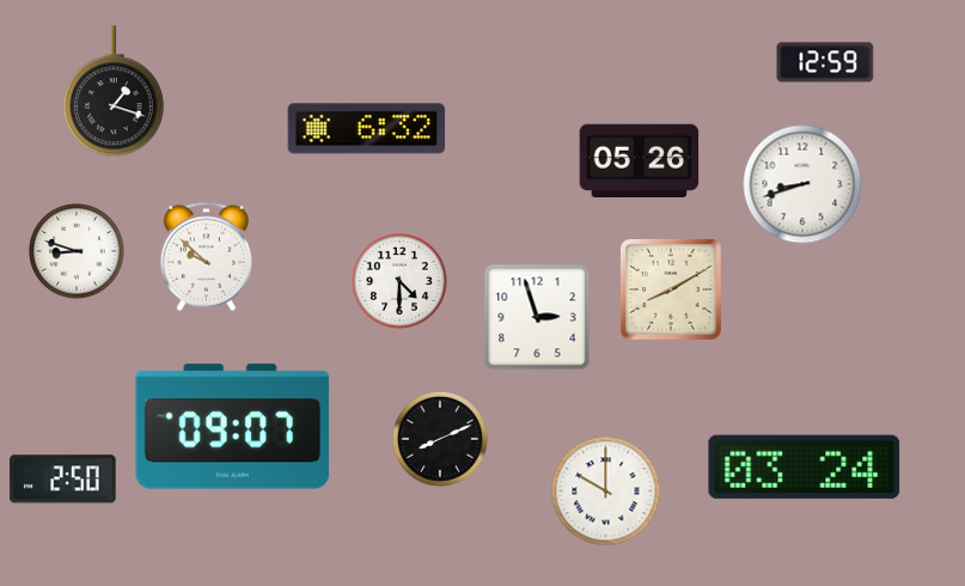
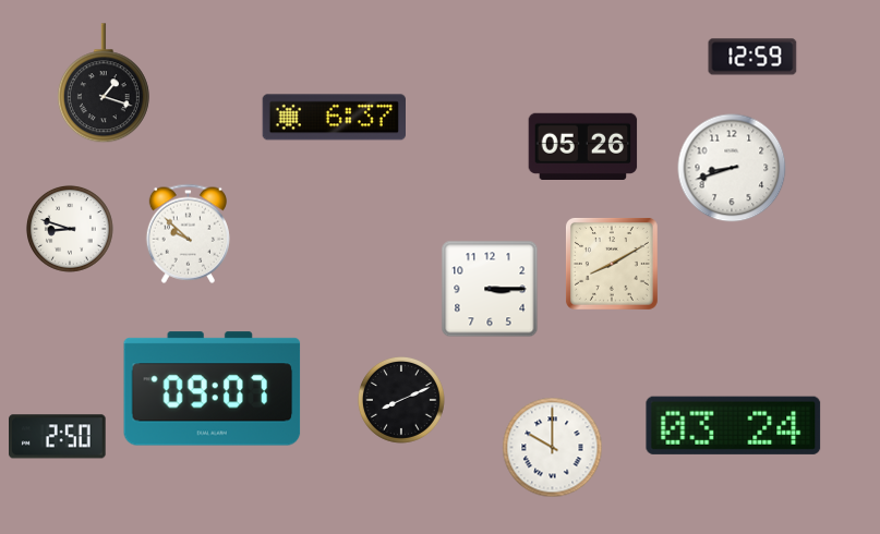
clock at (366, 129): 6:32 -> 6:37
clock at (399, 281): 4:30 -> none
clock at (537, 317): 2:57 -> 3:15
